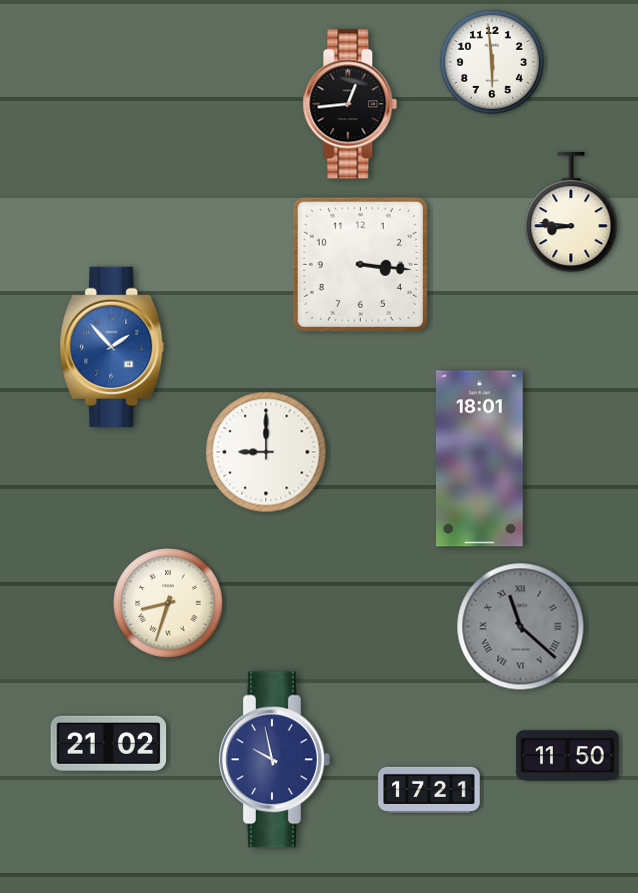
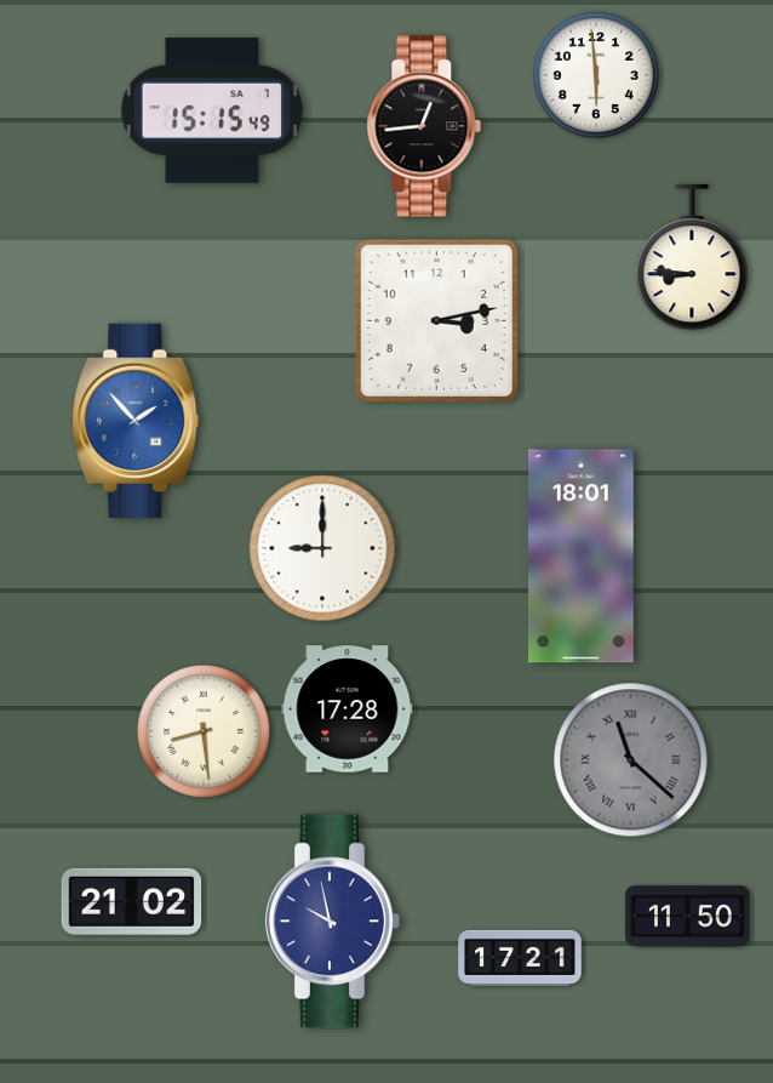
clock at (212, 110): none -> 15:15
clock at (360, 264): 3:16 -> 3:13
clock at (348, 709): none -> 17:28
clock at (169, 604): 8:33 -> 8:29
